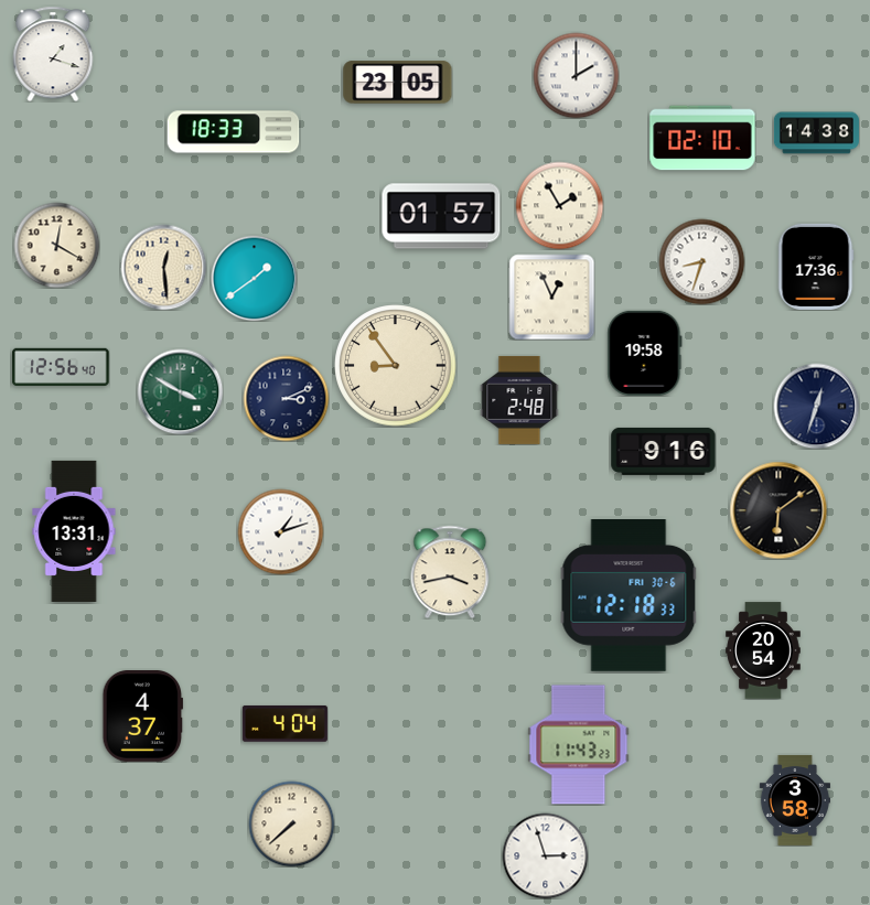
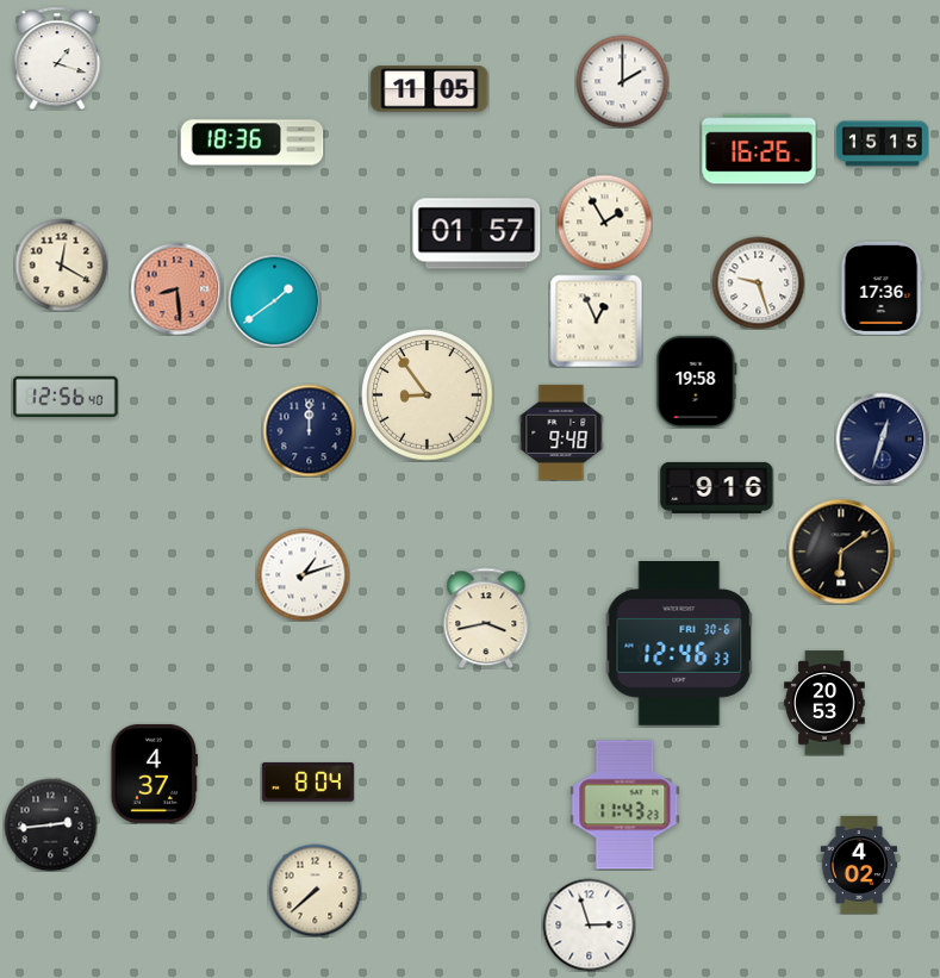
clock at (398, 83): 23:05 -> 11:05
clock at (234, 132): 18:33 -> 18:36
clock at (816, 133): 14:38 -> 15:15
clock at (702, 138): 02:10 -> 16:26
clock at (701, 261): 8:33 -> 9:27
clock at (163, 267): 12:29 -> 8:29
clock at (163, 267) dial: cream -> salmon
clock at (180, 391): 3:50 -> none
clock at (286, 398): 3:11 -> 12:00
clock at (519, 400): 2:48 -> 9:48
clock at (74, 531): 13:31 -> none
clock at (629, 596): 12:18 -> 12:46
clock at (763, 650): 20:54 -> 20:53
clock at (284, 723): 4:04 -> 8:04
clock at (50, 824): none -> 2:44
clock at (794, 800): 3:58 -> 4:02
